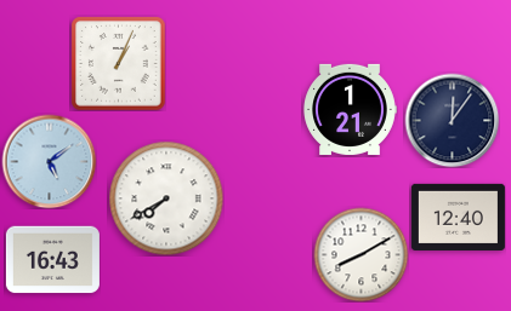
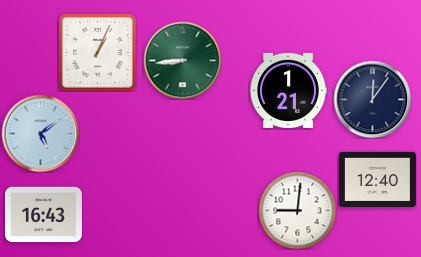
clock at (182, 60): none -> 8:44
clock at (166, 198): 7:40 -> none
clock at (360, 254): 8:10 -> 9:01
